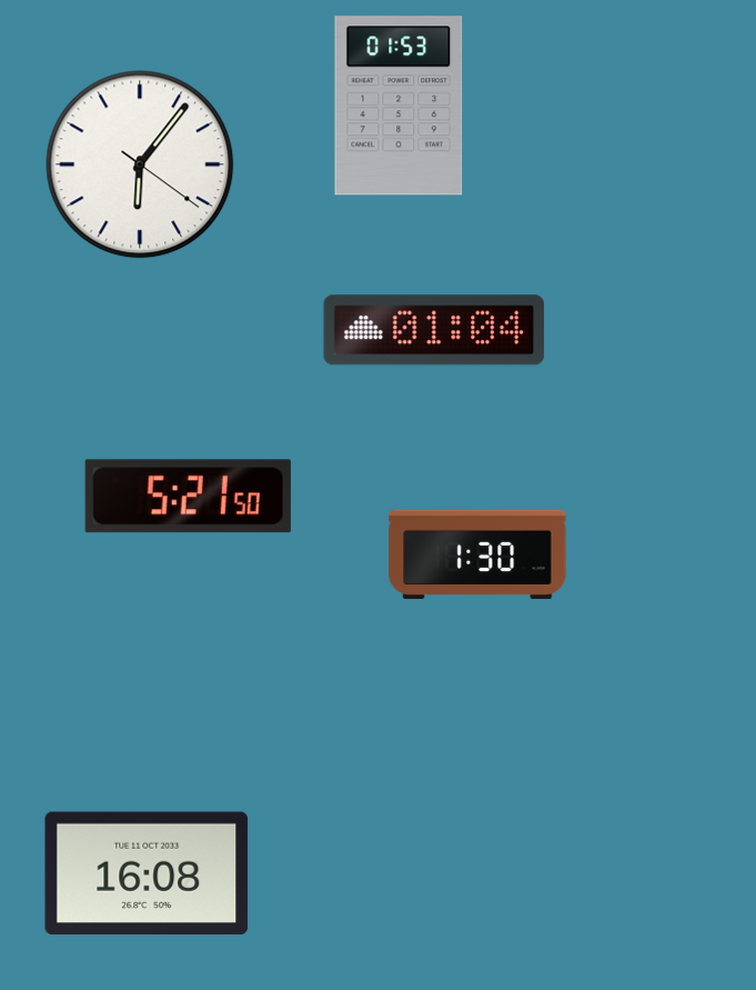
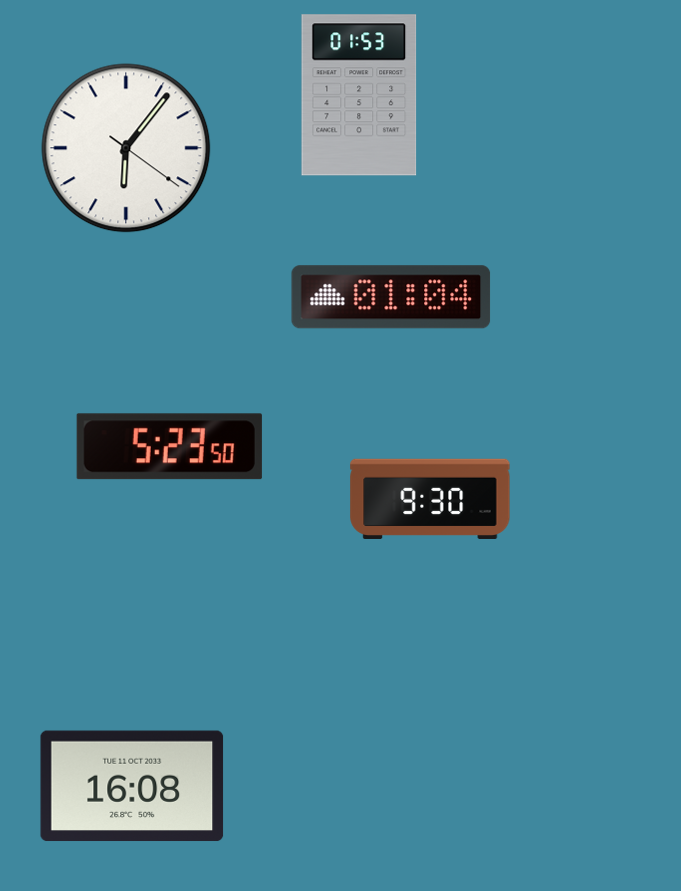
clock at (188, 497): 5:21 -> 5:23
clock at (477, 554): 1:30 -> 9:30
